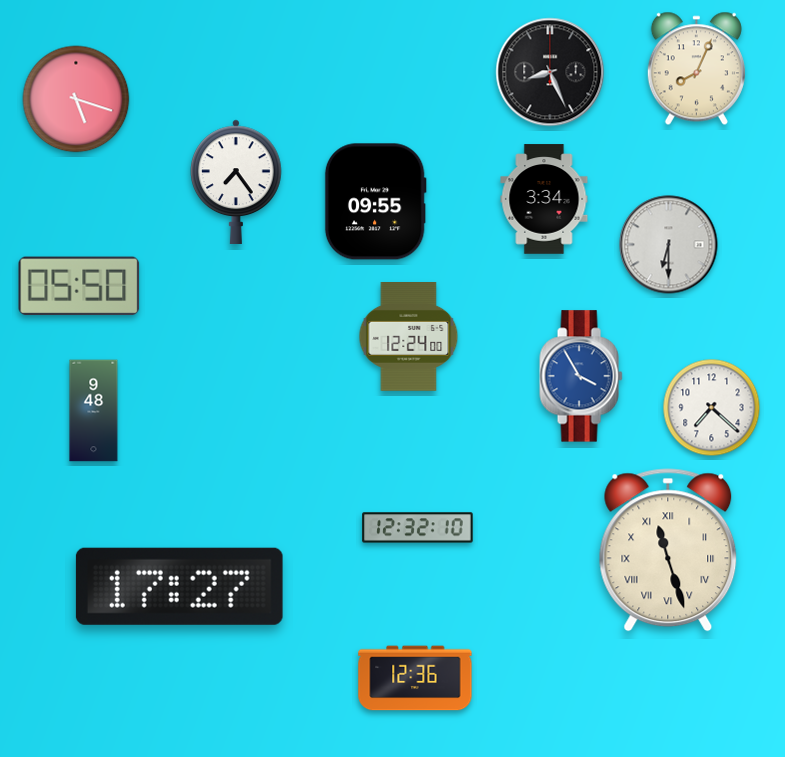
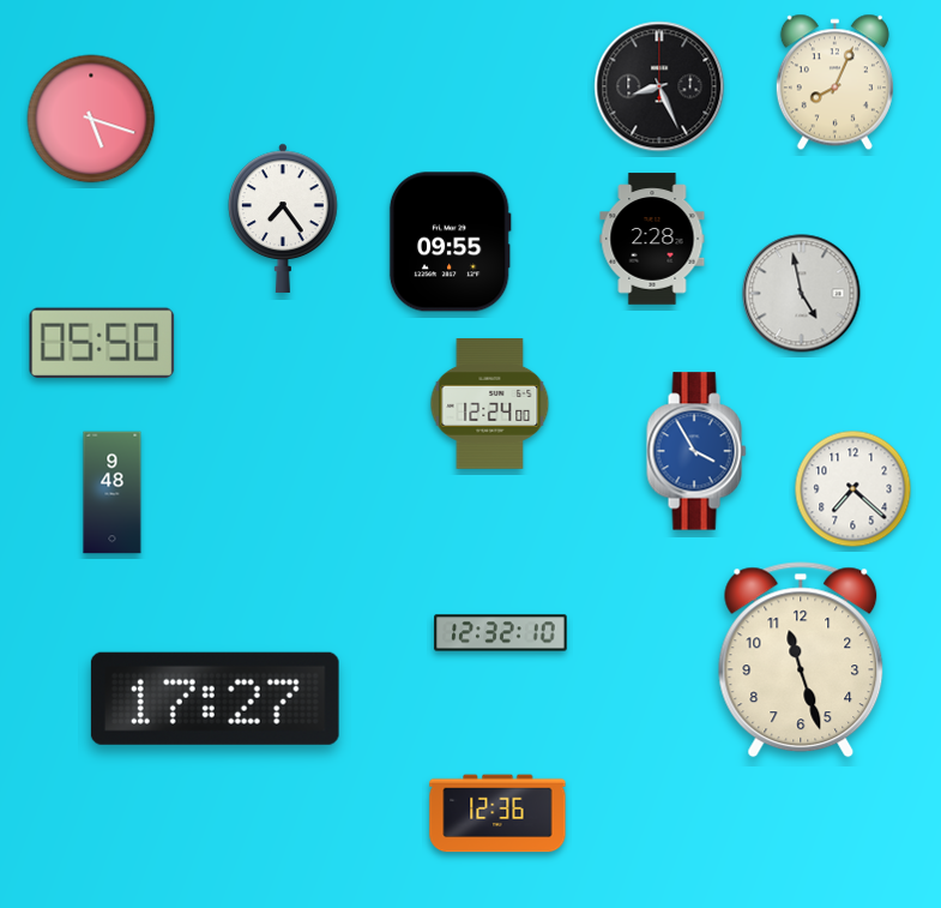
clock at (544, 199): 3:34 -> 2:28
clock at (669, 245): 6:30 -> 4:58
clock at (79, 286) position: (79, 286) -> (102, 343)
clock at (668, 550) numerals: Roman -> Arabic
clock at (179, 586) position: (179, 586) -> (215, 698)
